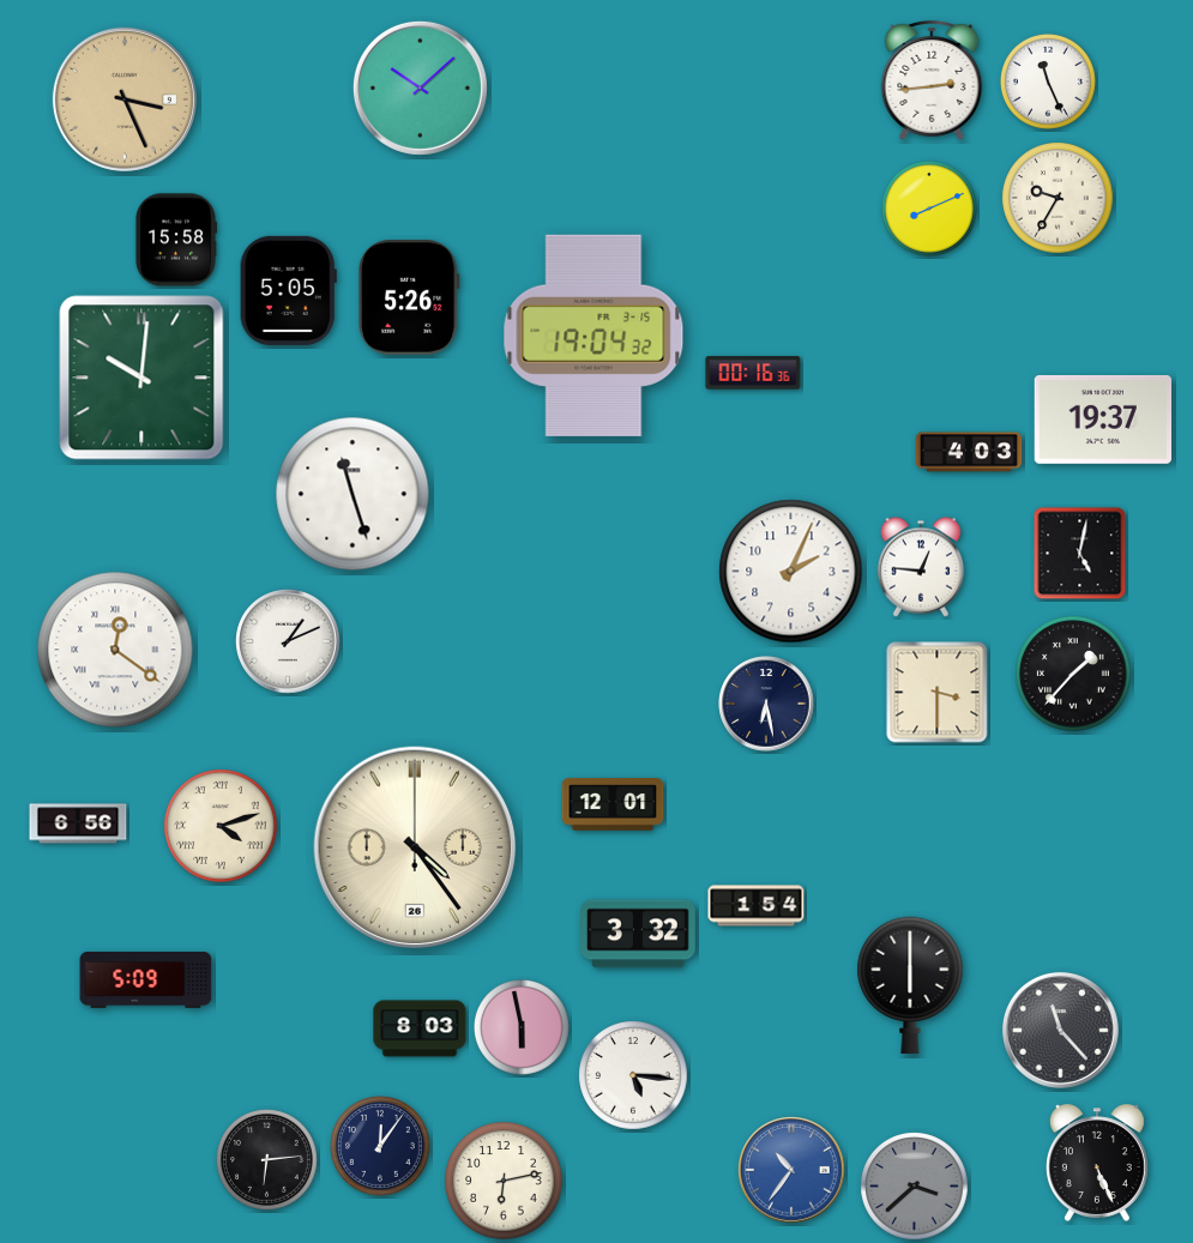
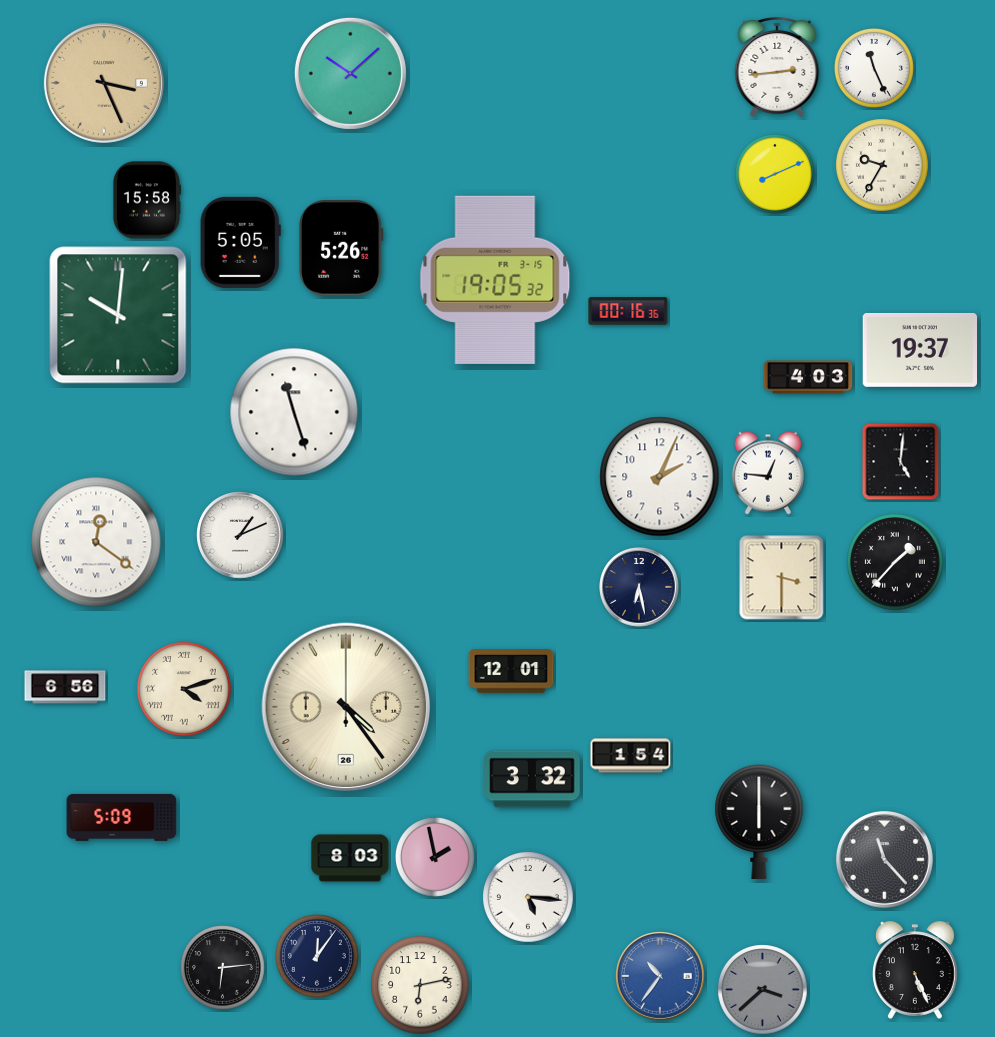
clock at (594, 336): 19:04 -> 19:05
clock at (1080, 554): 5:02 -> 5:01
clock at (522, 1027): 5:58 -> 1:58
